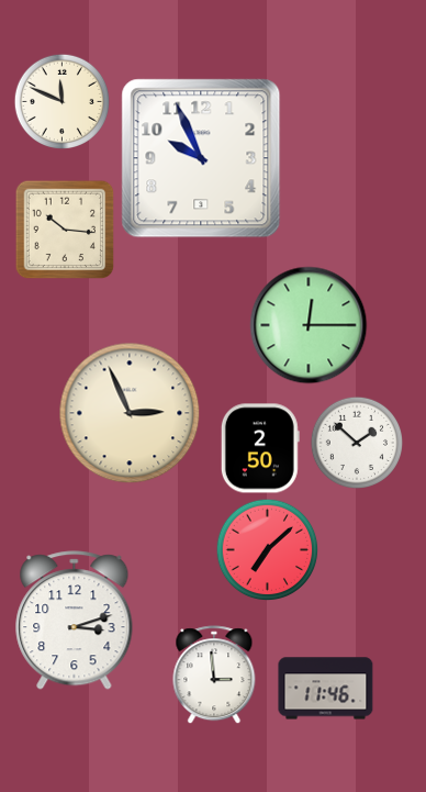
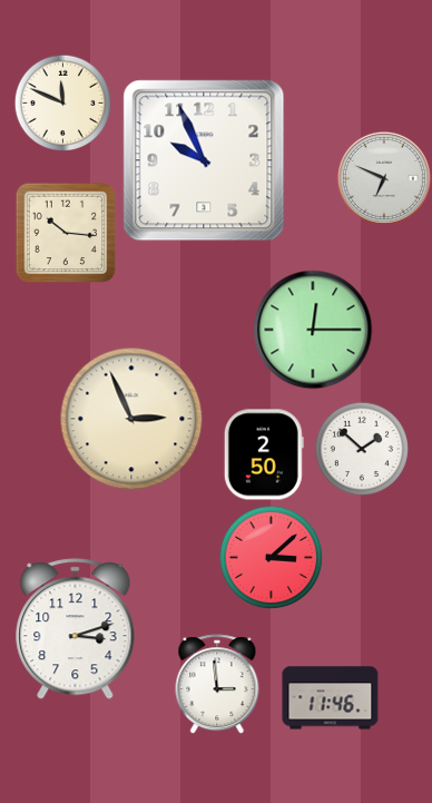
clock at (384, 178): none -> 6:49
clock at (267, 549): 7:08 -> 3:08
